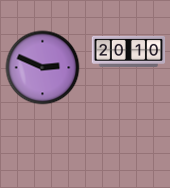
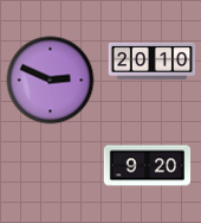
clock at (148, 166): none -> 9:20
